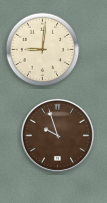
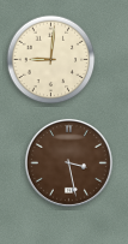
clock at (57, 135): 9:57 -> 3:28
